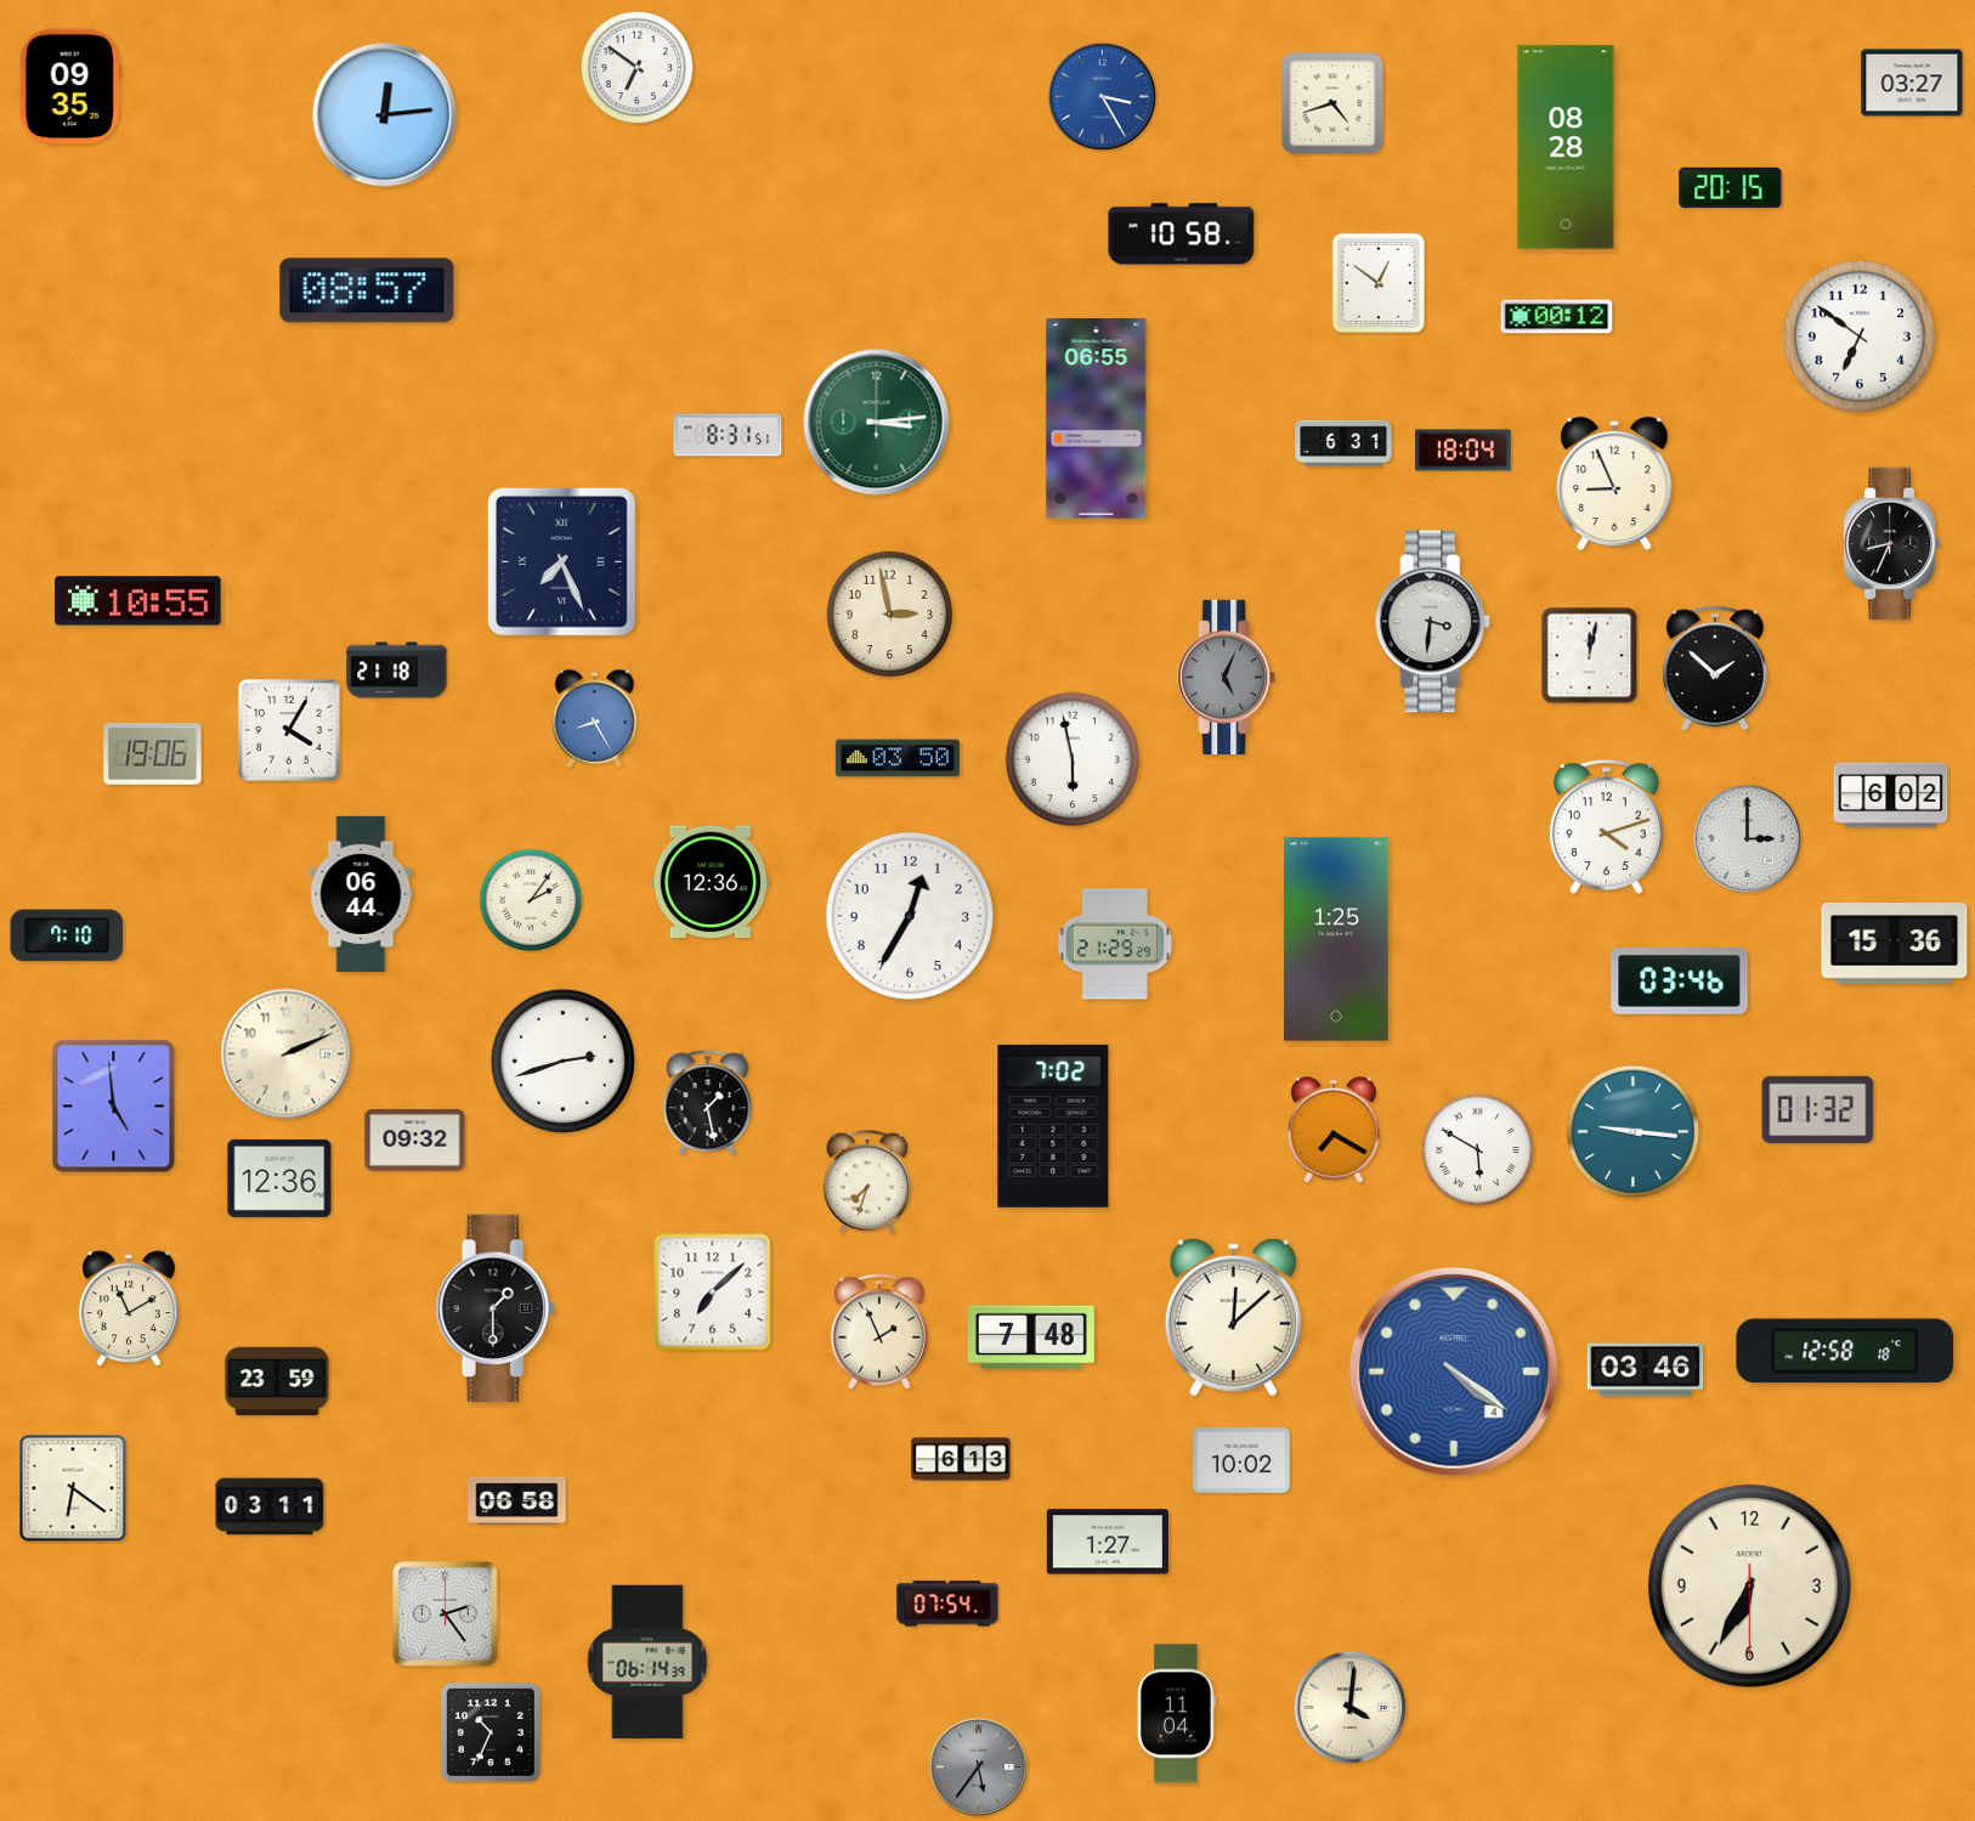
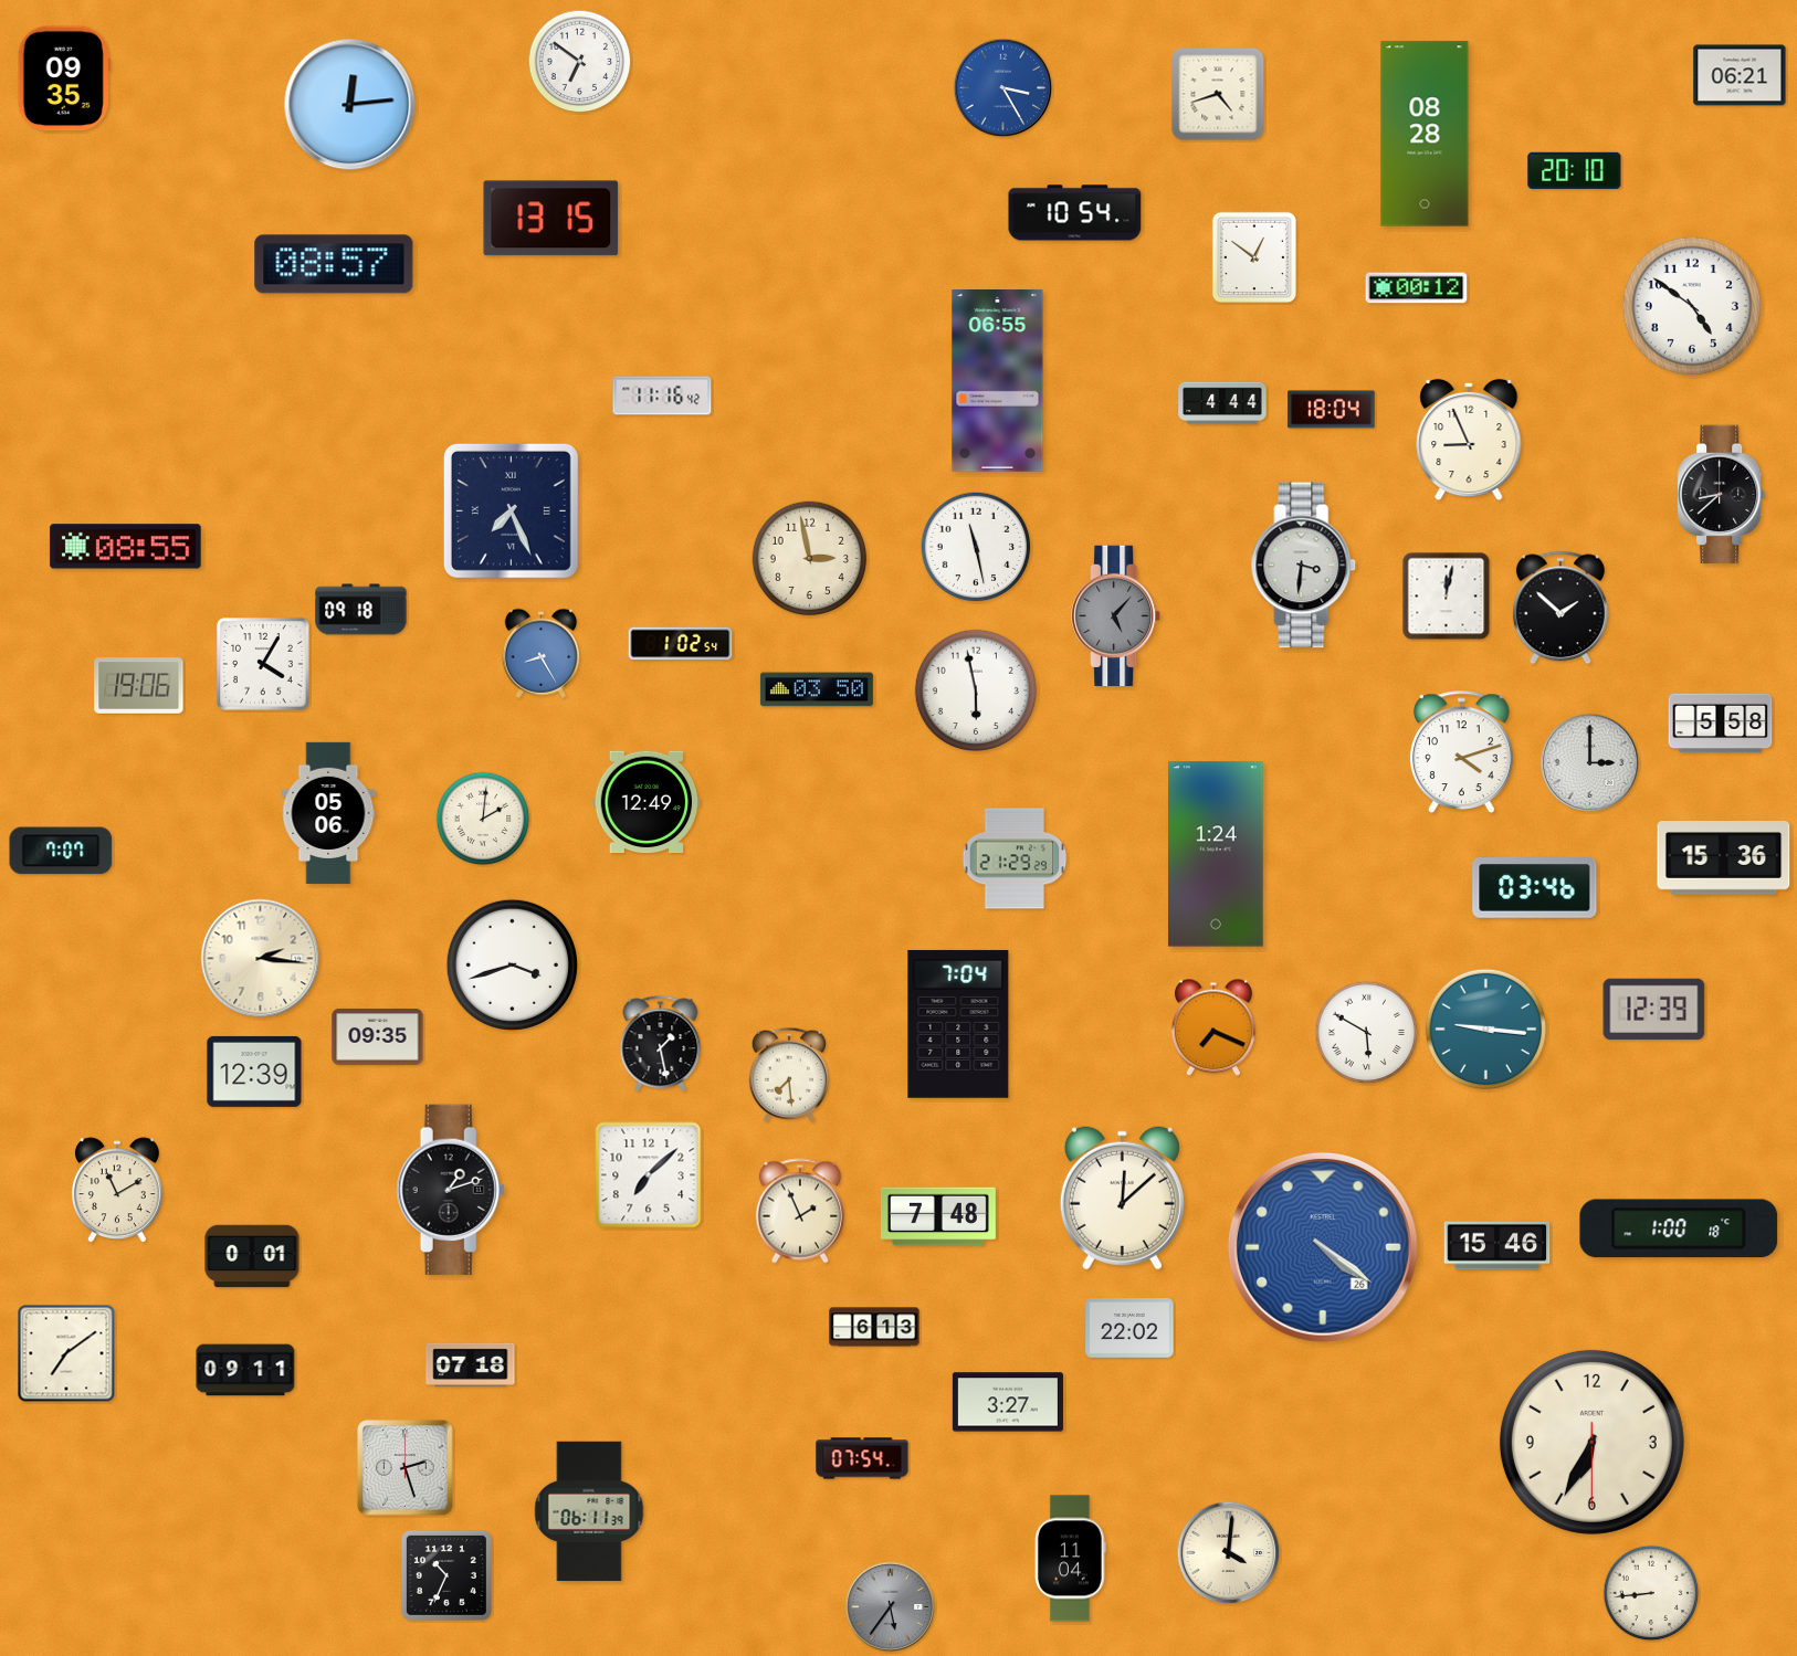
clock at (1912, 83): 03:27 -> 06:21
clock at (1332, 103) position: (1332, 103) -> (1218, 94)
clock at (1731, 187): 20:15 -> 20:10
clock at (1182, 234): 10:58 -> 10:54
clock at (551, 219): none -> 13:15
clock at (1860, 337): 6:51 -> 4:51
clock at (877, 423): 3:14 -> none
clock at (728, 435): 8:31 -> 11:16
clock at (1343, 443): 6:31 -> 4:44
clock at (1892, 544): 8:34 -> 8:38
clock at (138, 601): 10:55 -> 08:55
clock at (976, 547): none -> 11:28
clock at (397, 671): 21:18 -> 09:18
clock at (1227, 677): 5:04 -> 5:07
clock at (681, 644): none -> 1:02
clock at (1891, 796): 6:02 -> 5:58
clock at (711, 882): 12:36 -> 12:49
clock at (361, 894): 06:44 -> 05:06
clock at (531, 900): 2:06 -> 2:01
clock at (910, 916): 12:35 -> none
clock at (67, 935): 7:10 -> 7:07
clock at (1337, 939): 1:25 -> 1:24
clock at (1680, 982) position: (1680, 982) -> (1535, 888)
clock at (287, 1054): 2:11 -> 2:16
clock at (562, 1061): 2:42 -> 3:42
clock at (708, 1103) position: (708, 1103) -> (661, 1044)
clock at (114, 1107): 4:59 -> none
clock at (1818, 1110): 01:32 -> 12:39
clock at (1053, 1126): 7:02 -> 7:04
clock at (1334, 1130): 7:20 -> 7:19
clock at (415, 1139): 09:32 -> 09:35
clock at (1478, 1150) position: (1478, 1150) -> (1367, 1033)
clock at (279, 1178): 12:36 -> 12:39
clock at (867, 1182): 7:33 -> 7:29
clock at (496, 1308): 1:30 -> 1:12
clock at (1845, 1351): 12:58 -> 1:00
clock at (1646, 1370): 03:46 -> 15:46
clock at (1454, 1372) date: 4 -> 26
clock at (277, 1381): 23:59 -> 0:01
clock at (1241, 1461): 10:02 -> 22:02
clock at (73, 1488): 6:21 -> 7:09
clock at (517, 1500): 06:58 -> 07:18
clock at (270, 1506): 03:11 -> 09:11
clock at (1108, 1542): 1:27 -> 3:27
clock at (446, 1614): 2:24 -> 2:27
clock at (647, 1662): 06:14 -> 06:11
clock at (1651, 1593): none -> 8:44
